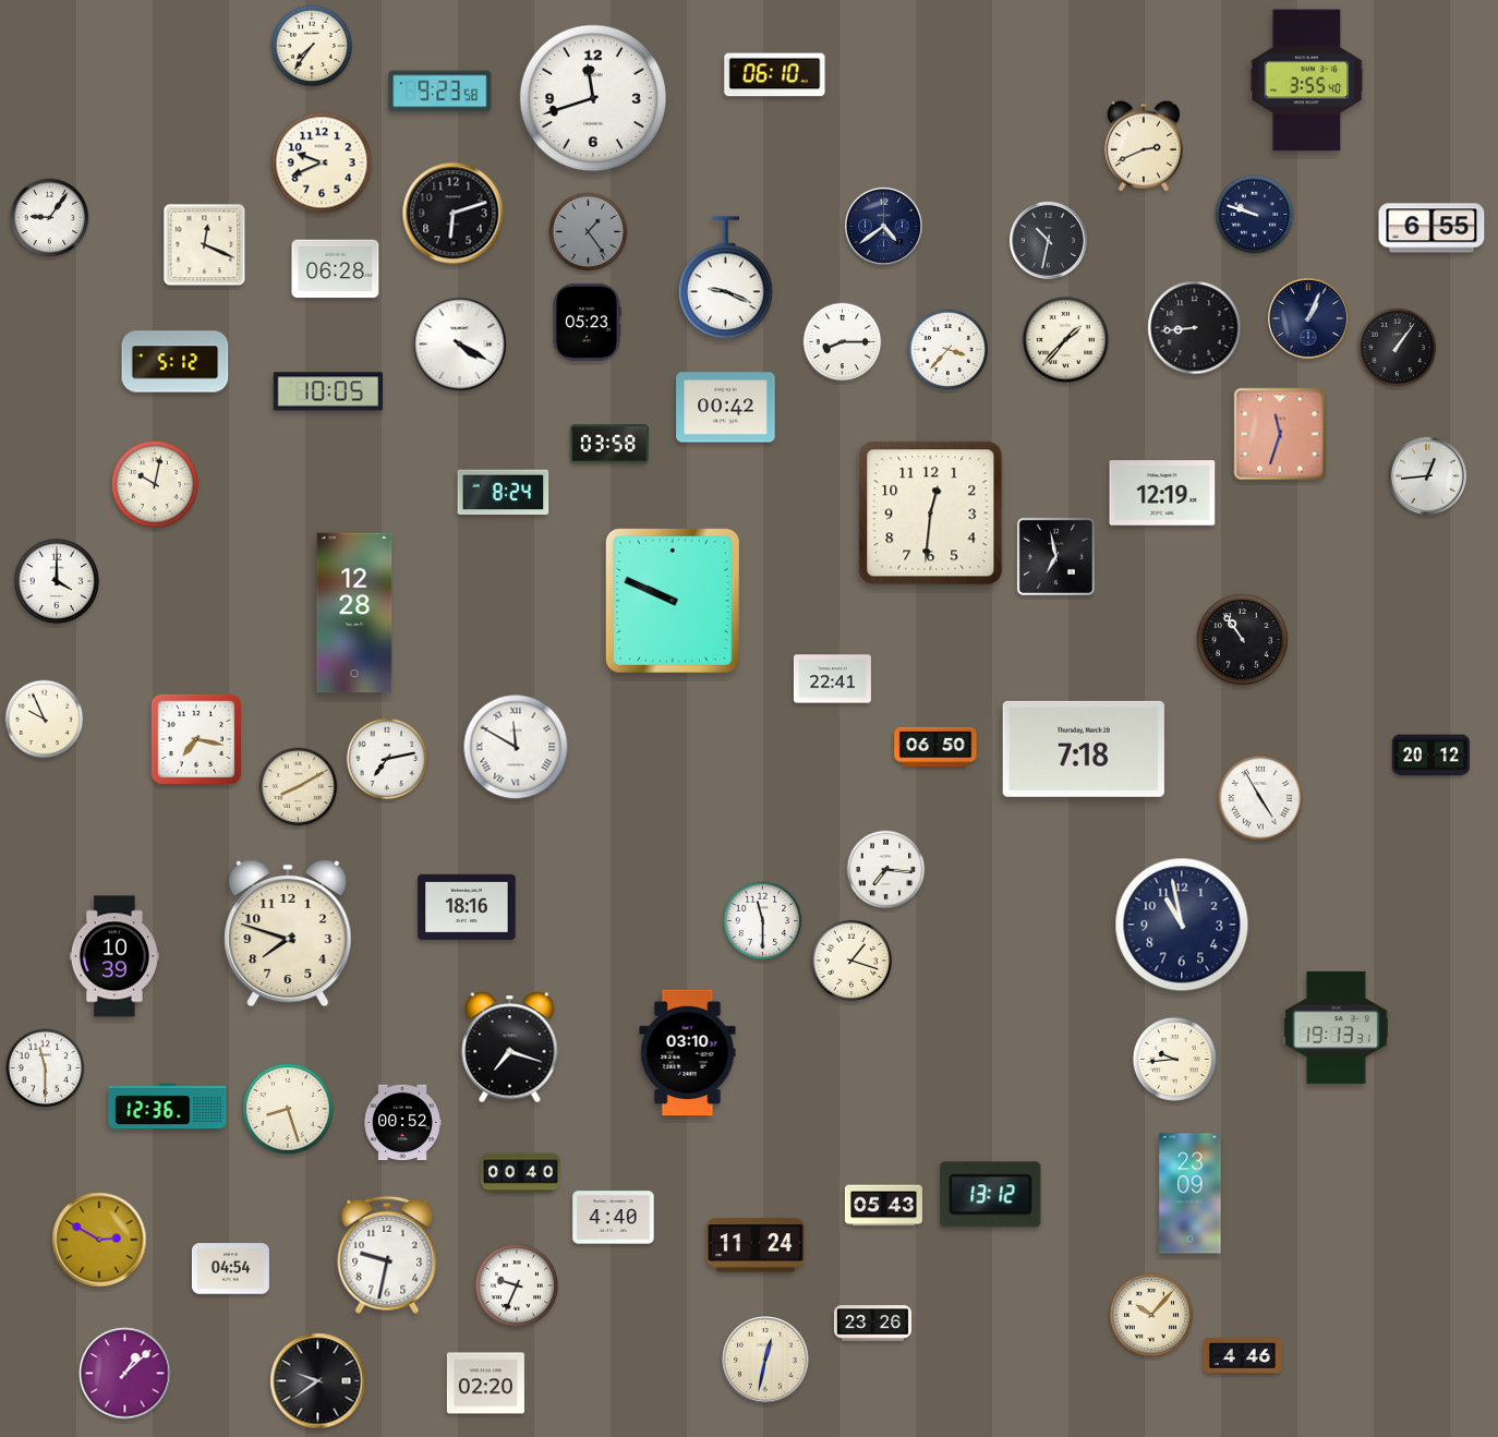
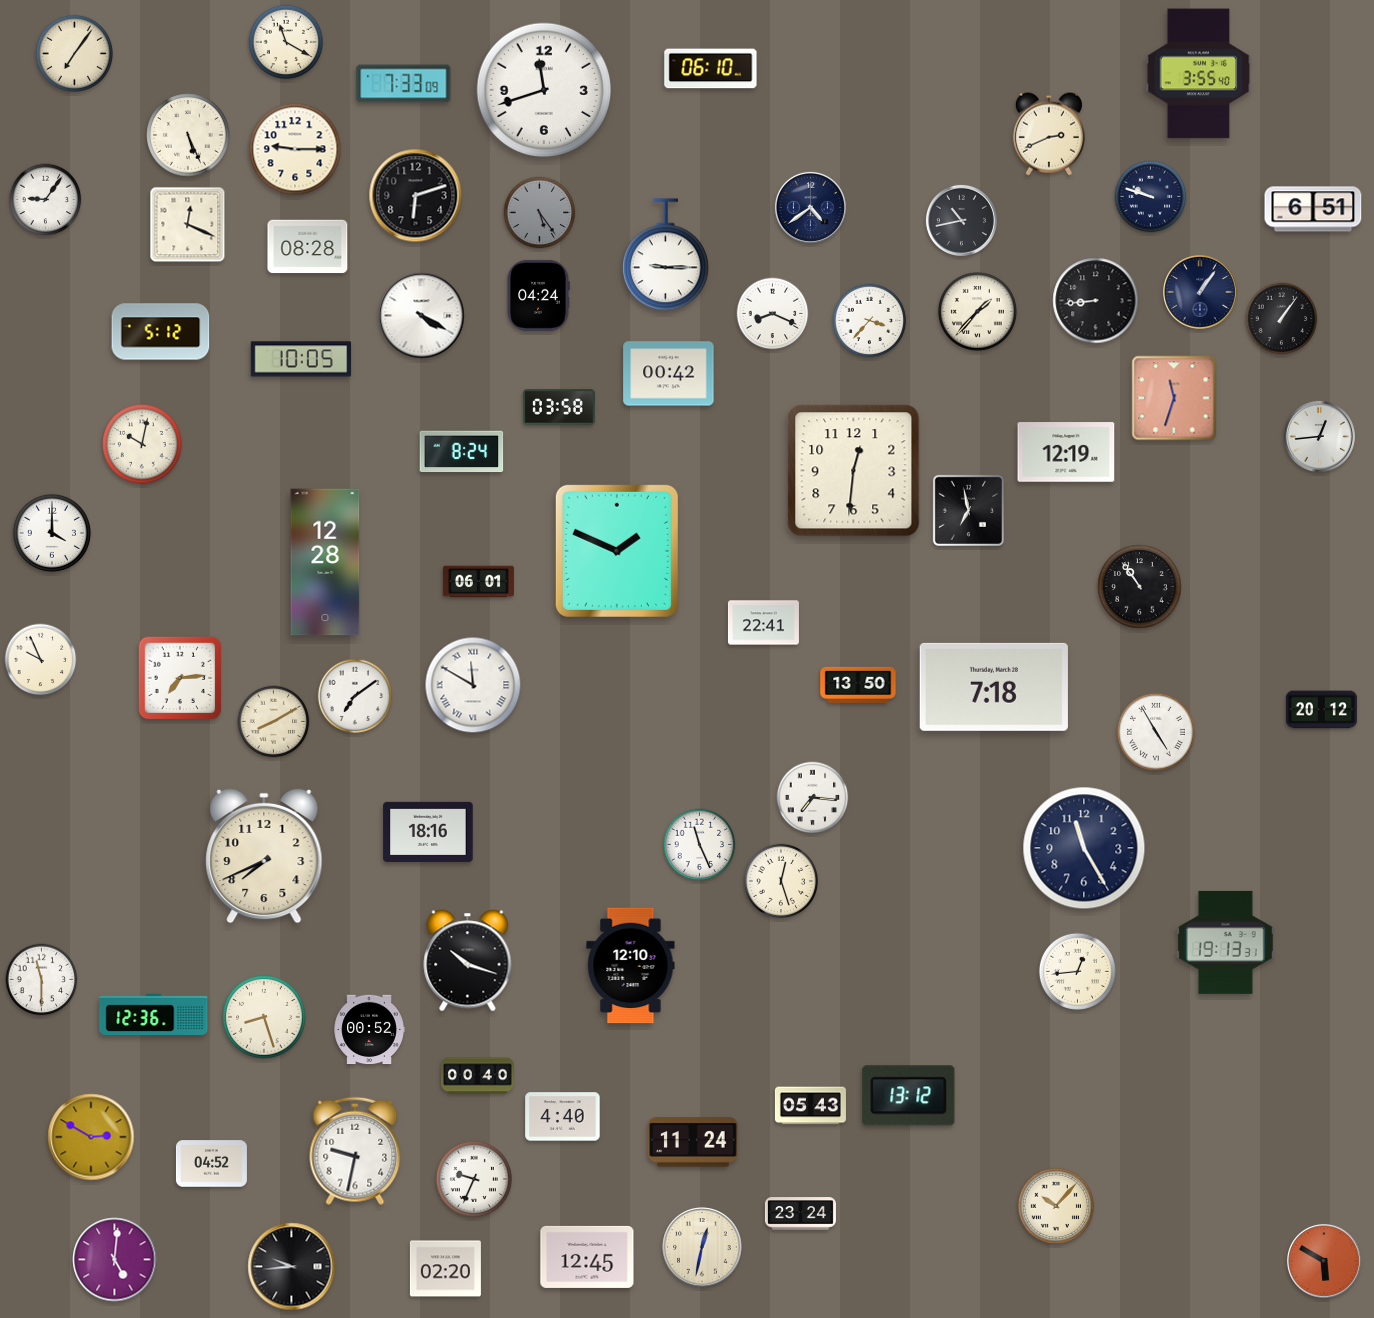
clock at (312, 46): 7:36 -> 11:20
clock at (74, 53): none -> 7:06
clock at (440, 92): 9:23 -> 7:33
clock at (188, 135): none -> 5:26
clock at (322, 162): 9:41 -> 9:15
clock at (1431, 228): 6:55 -> 6:51
clock at (589, 232): 1:24 -> 5:24
clock at (1048, 240): 10:32 -> 10:43
clock at (336, 269): 06:28 -> 08:28
clock at (725, 278): 9:19 -> 9:15
clock at (1308, 318): 1:04 -> 1:06
clock at (587, 322): 05:23 -> 04:24
clock at (843, 342): 8:15 -> 8:19
clock at (726, 408) position: (726, 408) -> (669, 374)
clock at (1427, 475) position: (1427, 475) -> (1319, 436)
clock at (673, 601): 9:49 -> 1:49
clock at (478, 582): none -> 06:01
clock at (196, 739): 7:17 -> 7:14
clock at (935, 747): 06:50 -> 13:50
clock at (1430, 756) position: (1430, 756) -> (1321, 710)
clock at (387, 759): 7:13 -> 7:09
clock at (763, 921): 11:30 -> 11:26
clock at (1182, 925): 10:58 -> 11:25
clock at (288, 933): 7:48 -> 7:41
clock at (114, 956): 10:39 -> none
clock at (851, 961): 1:18 -> 12:27
clock at (510, 1048): 7:18 -> 10:18
clock at (688, 1053): 03:10 -> 12:10
clock at (1174, 1059): 9:44 -> 12:44
clock at (1191, 1194): 23:09 -> none
clock at (230, 1269): 04:54 -> 04:52
clock at (872, 1324): 23:26 -> 23:24
clock at (1242, 1356): 4:46 -> none
clock at (587, 1257): none -> 12:45
clock at (125, 1374): 1:08 -> 5:01
clock at (1324, 1261): none -> 5:50
clock at (318, 1381): 9:39 -> 9:44
